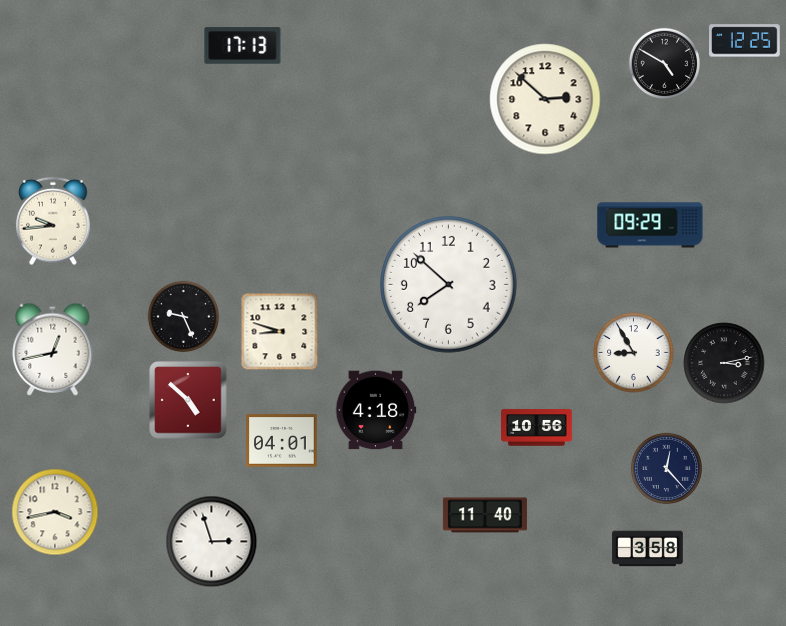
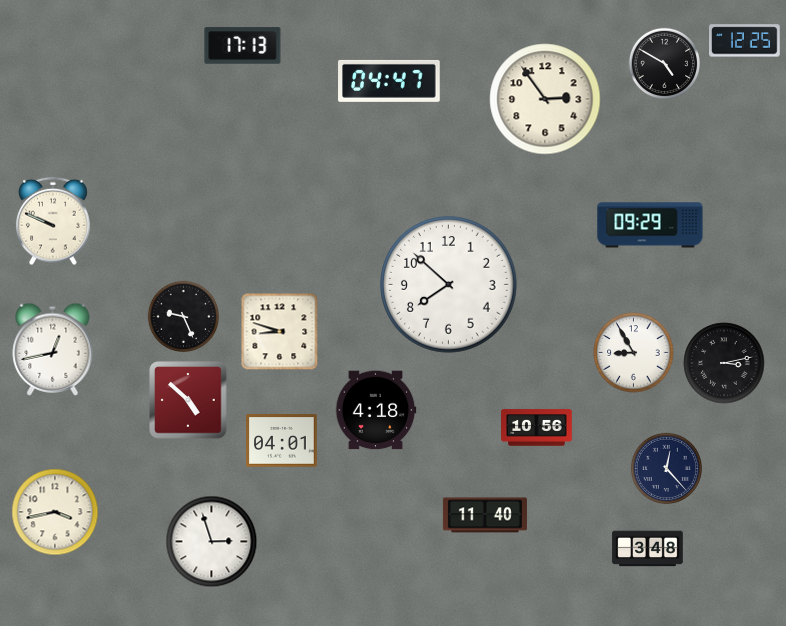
clock at (389, 81): none -> 04:47
clock at (545, 99): 2:52 -> 2:54
clock at (53, 221): 9:44 -> 9:49
clock at (648, 549): 3:58 -> 3:48
